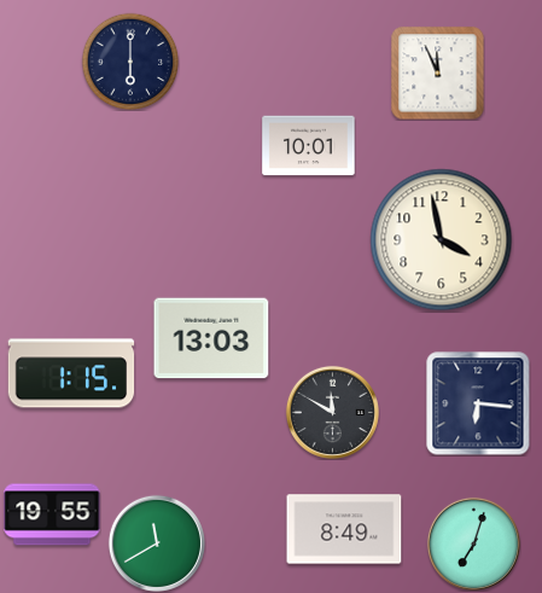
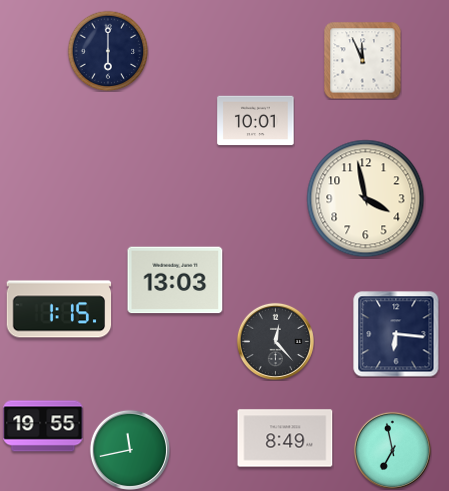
clock at (332, 412): 11:50 -> 12:23
clock at (157, 543): 11:40 -> 11:43
clock at (473, 543): 7:03 -> 6:58
